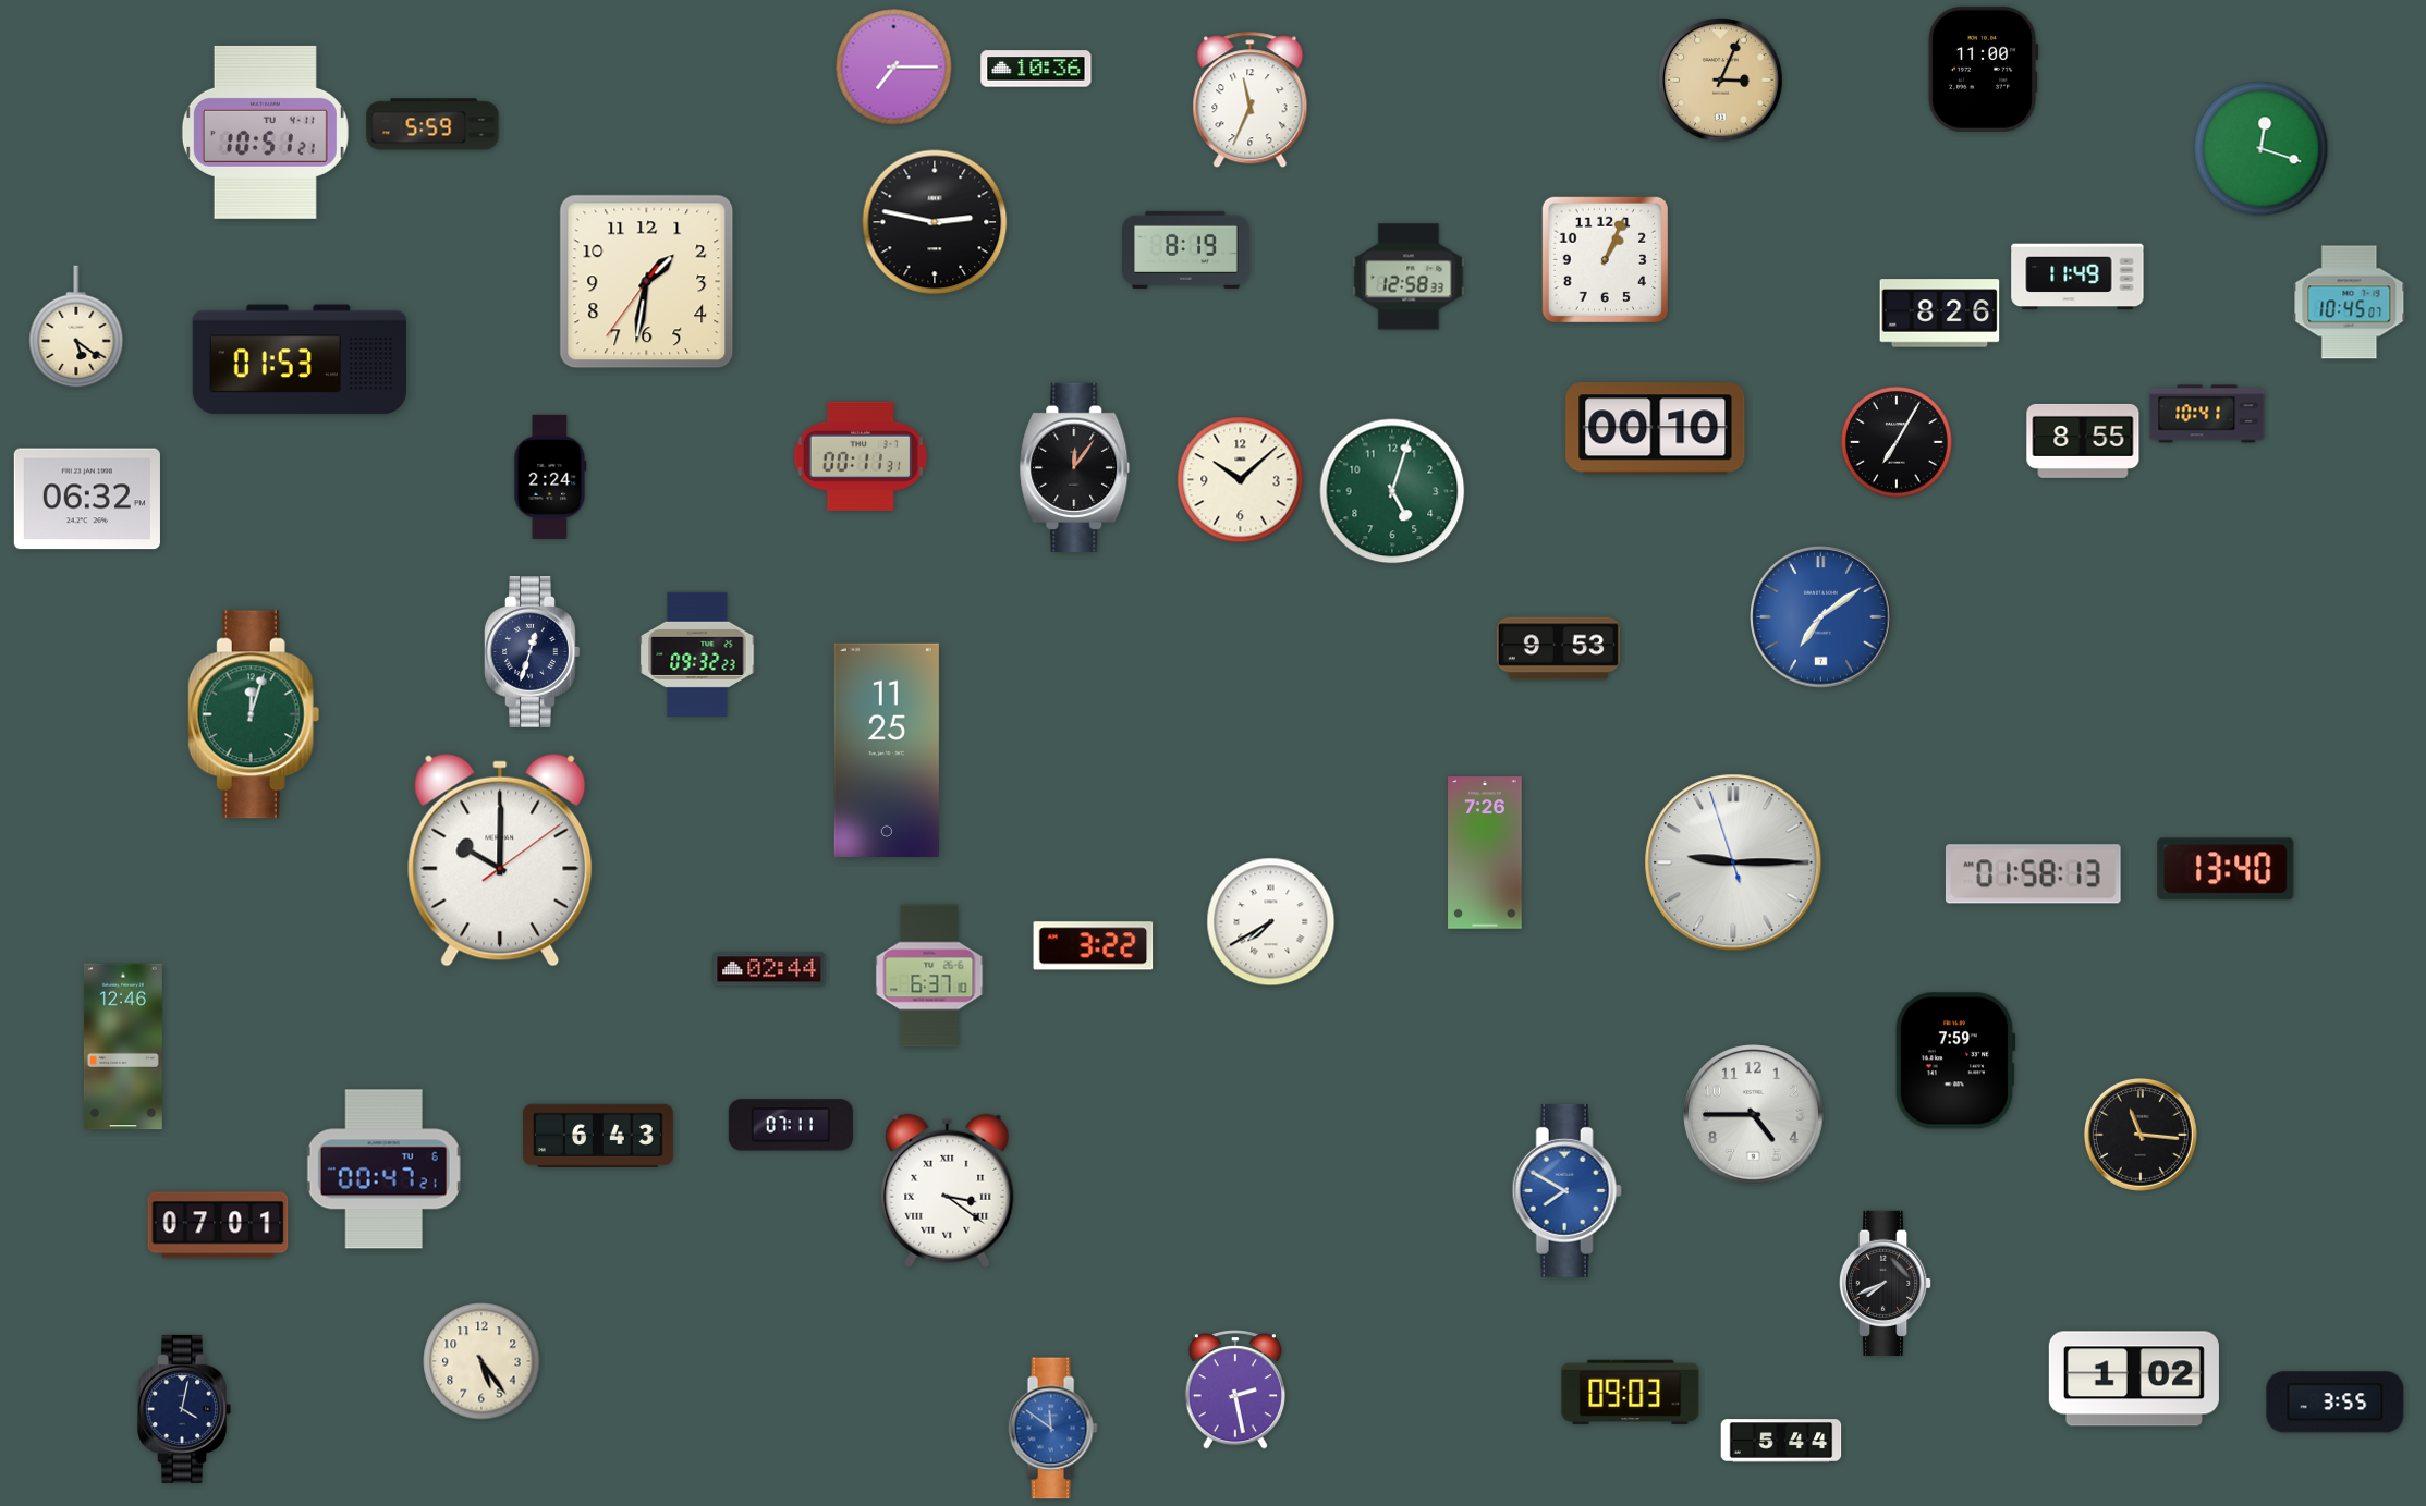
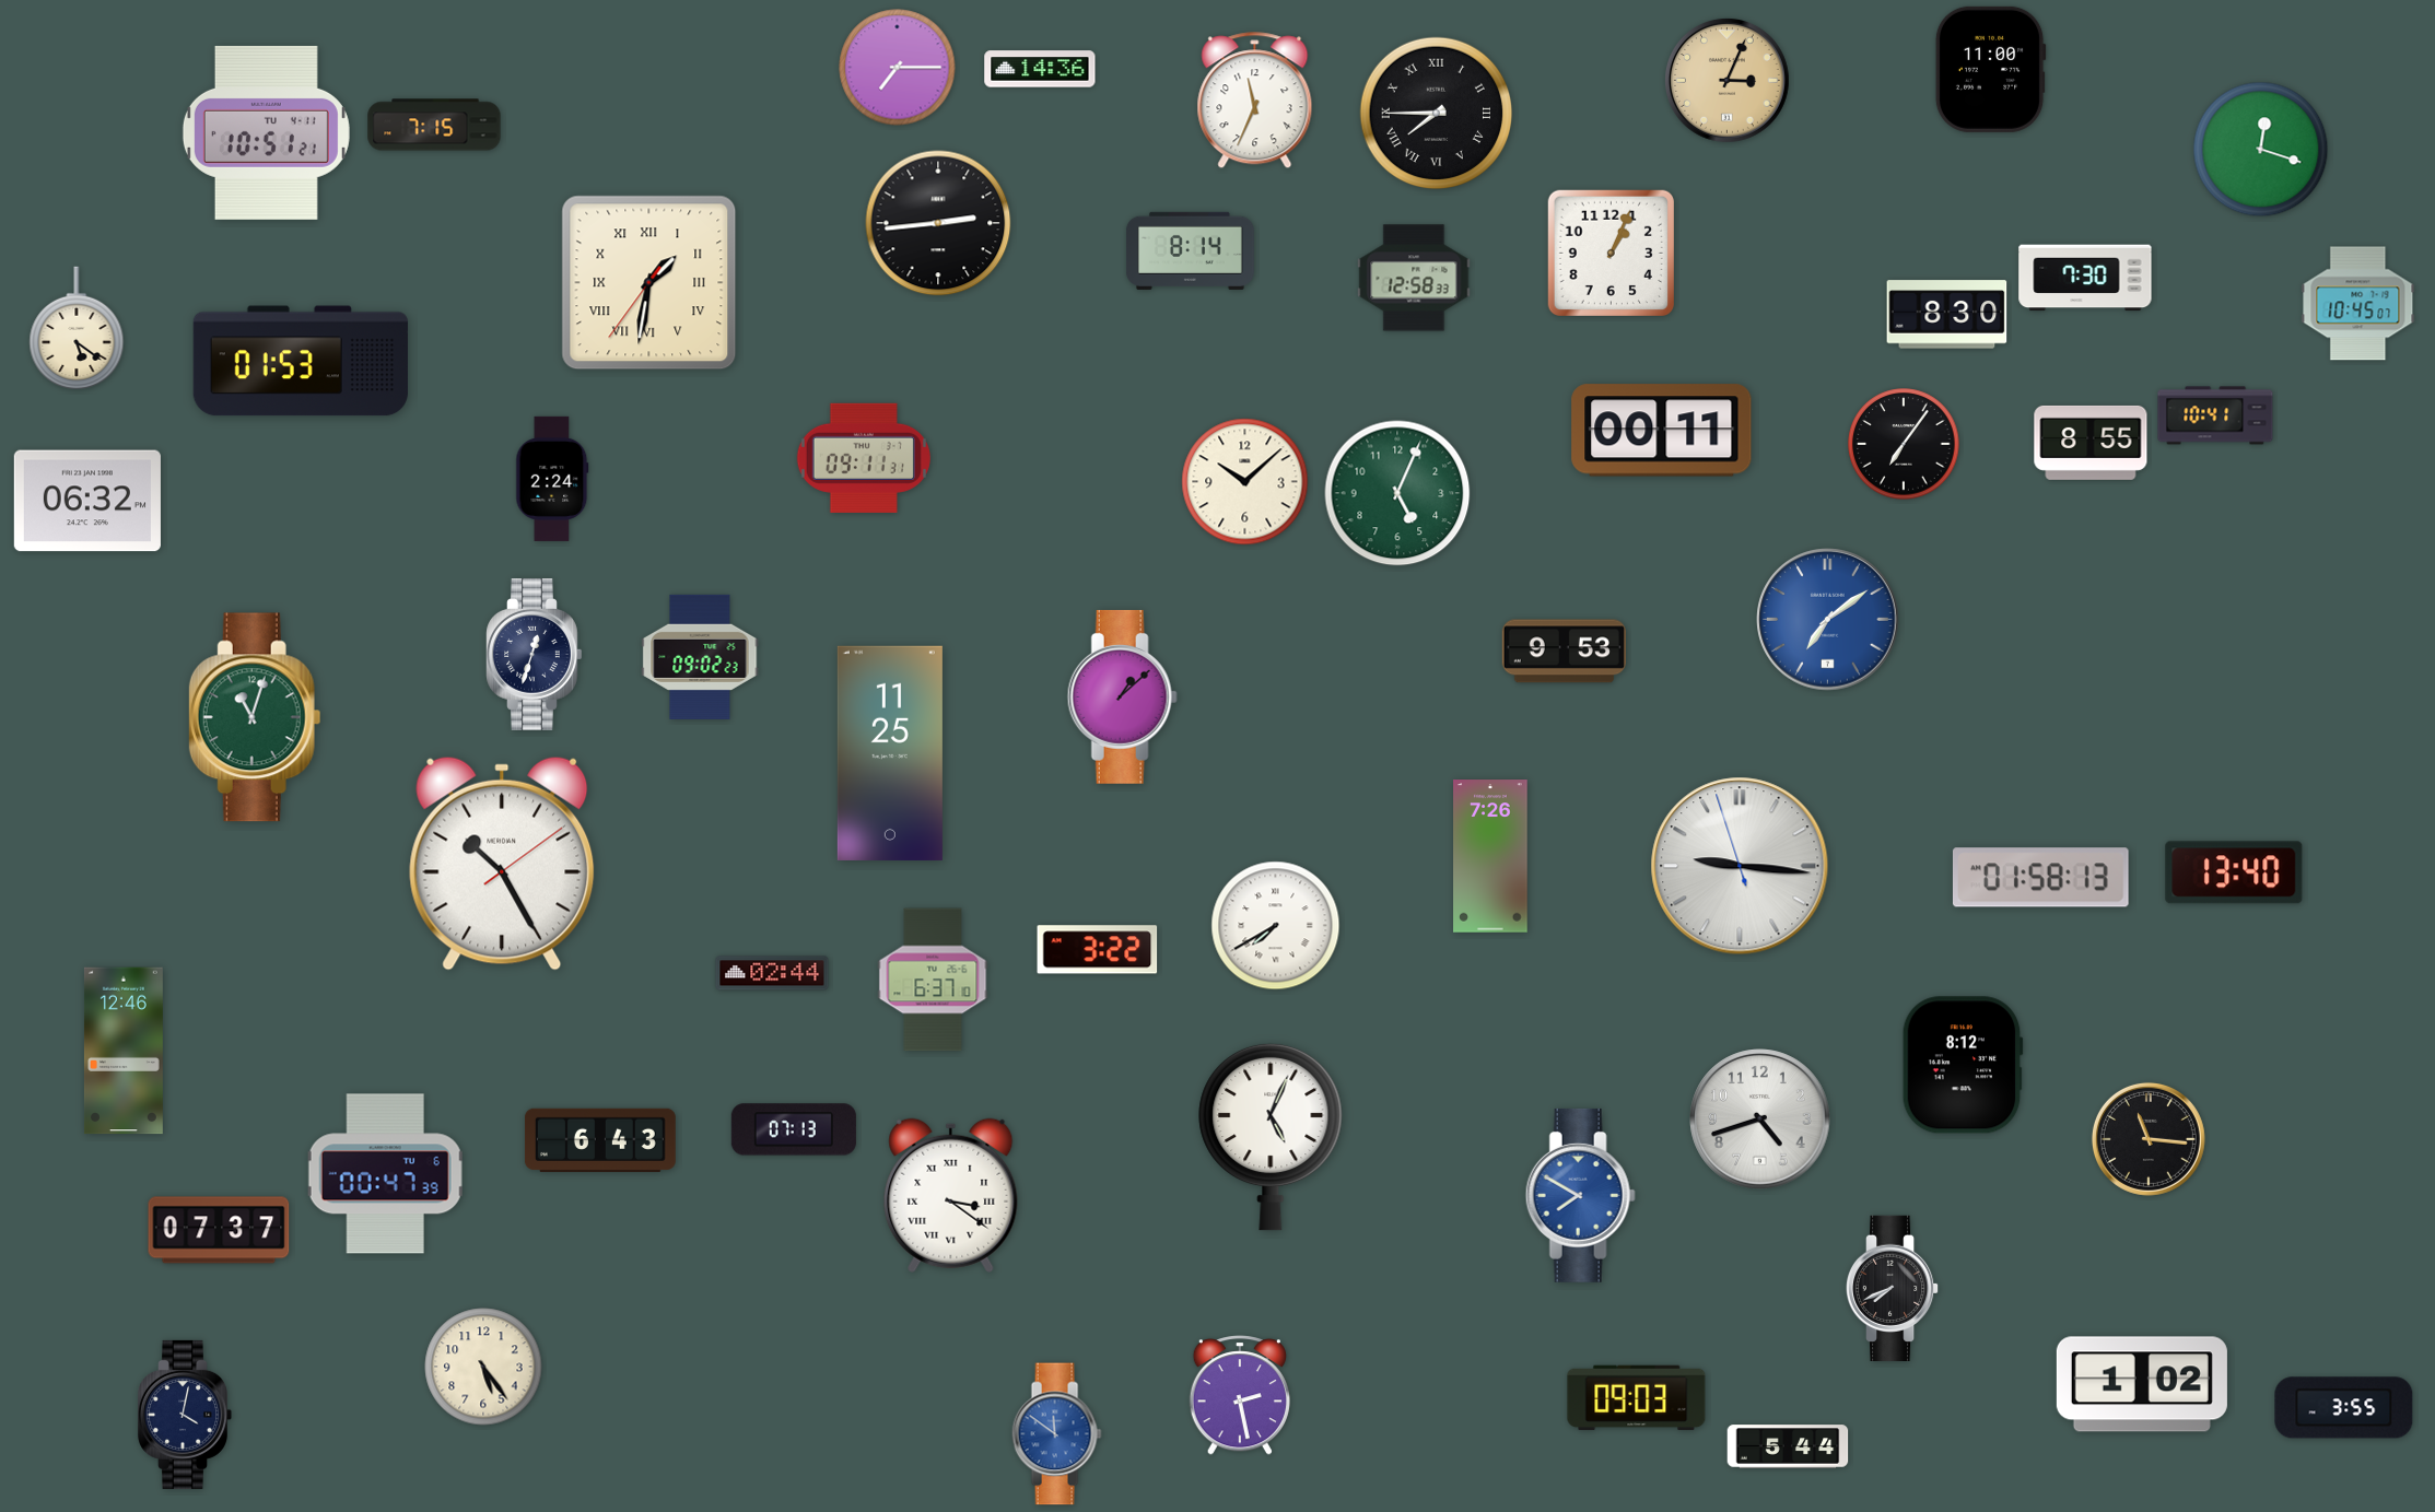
clock at (1036, 69): 10:36 -> 14:36
clock at (1437, 114): none -> 7:45
clock at (432, 124): 5:59 -> 7:15
clock at (2262, 149) position: (2262, 149) -> (2261, 150)
clock at (935, 222): 2:47 -> 2:44
clock at (1185, 249): 8:19 -> 8:14
clock at (1605, 259) position: (1605, 259) -> (1611, 253)
clock at (2077, 277): 11:49 -> 7:30
clock at (647, 282) numerals: Arabic -> Roman
clock at (1940, 314): 8:26 -> 8:30
clock at (1656, 429): 00:10 -> 00:11
clock at (1897, 442): 7:05 -> 7:06
clock at (861, 456): 00:11 -> 09:11
clock at (1075, 467): 12:06 -> none
clock at (1392, 491): 5:03 -> 5:04
clock at (697, 654): 09:32 -> 09:02
clock at (1122, 696): none -> 1:08
clock at (254, 714): 12:03 -> 11:03
clock at (500, 860): 10:00 -> 10:25
clock at (1733, 862): 9:14 -> 9:15
clock at (1955, 1061): 7:59 -> 8:12
clock at (1754, 1115): 4:45 -> 4:42
clock at (791, 1125): 07:11 -> 07:13
clock at (1271, 1137): none -> 5:04
clock at (385, 1170): 00:47:21 -> 00:47:39
clock at (1566, 1190) position: (1566, 1190) -> (1580, 1195)
clock at (218, 1225): 07:01 -> 07:37
